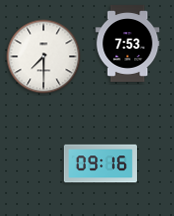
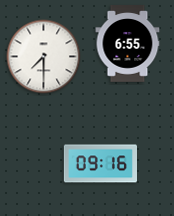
clock at (128, 44): 7:53 -> 6:55
